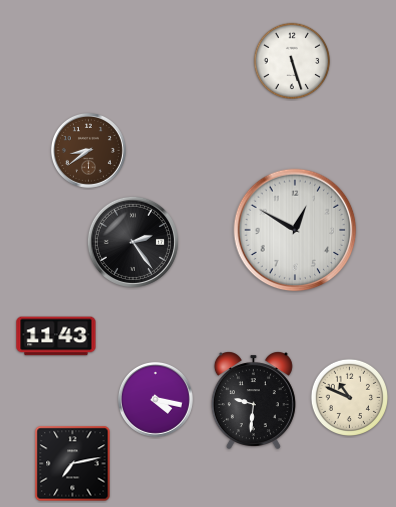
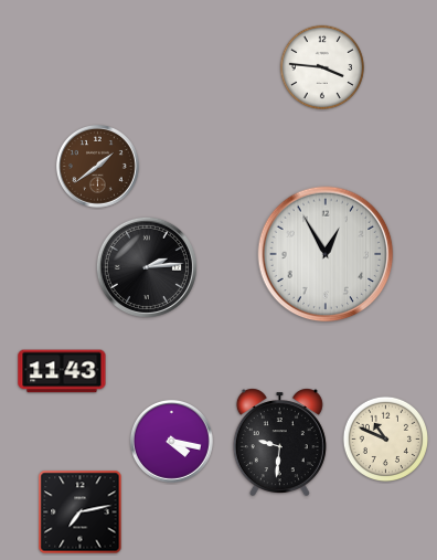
clock at (292, 61): 5:27 -> 3:46
clock at (88, 150): 8:39 -> 1:39
clock at (295, 230): 12:50 -> 12:55
clock at (133, 242): 2:24 -> 2:14
